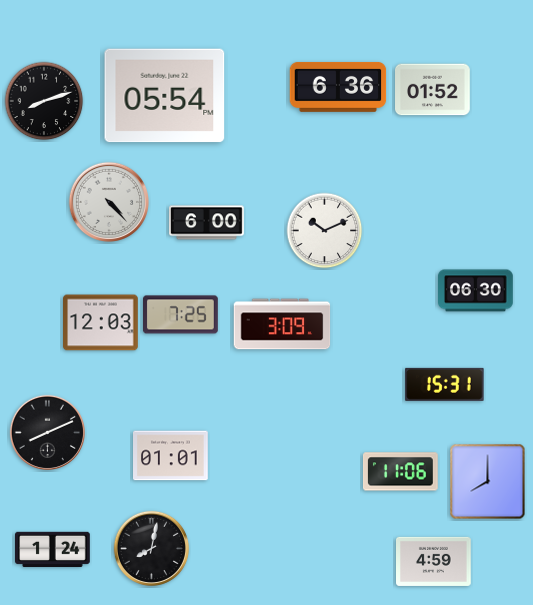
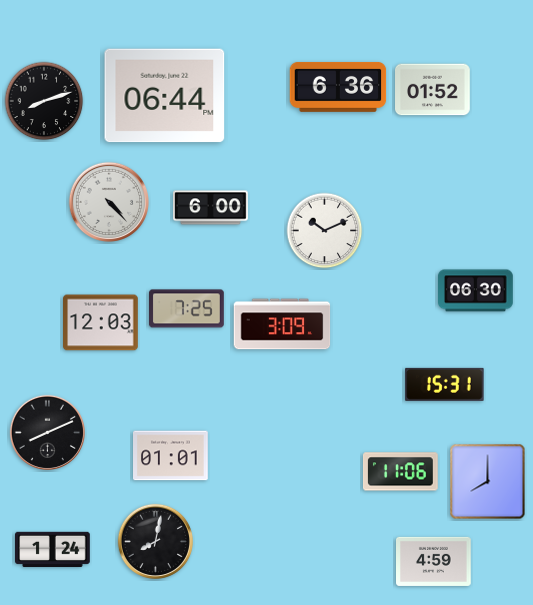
clock at (165, 96): 05:54 -> 06:44
clock at (207, 223) position: (207, 223) -> (211, 208)
clock at (181, 315) position: (181, 315) -> (187, 309)
clock at (151, 548) position: (151, 548) -> (155, 541)
